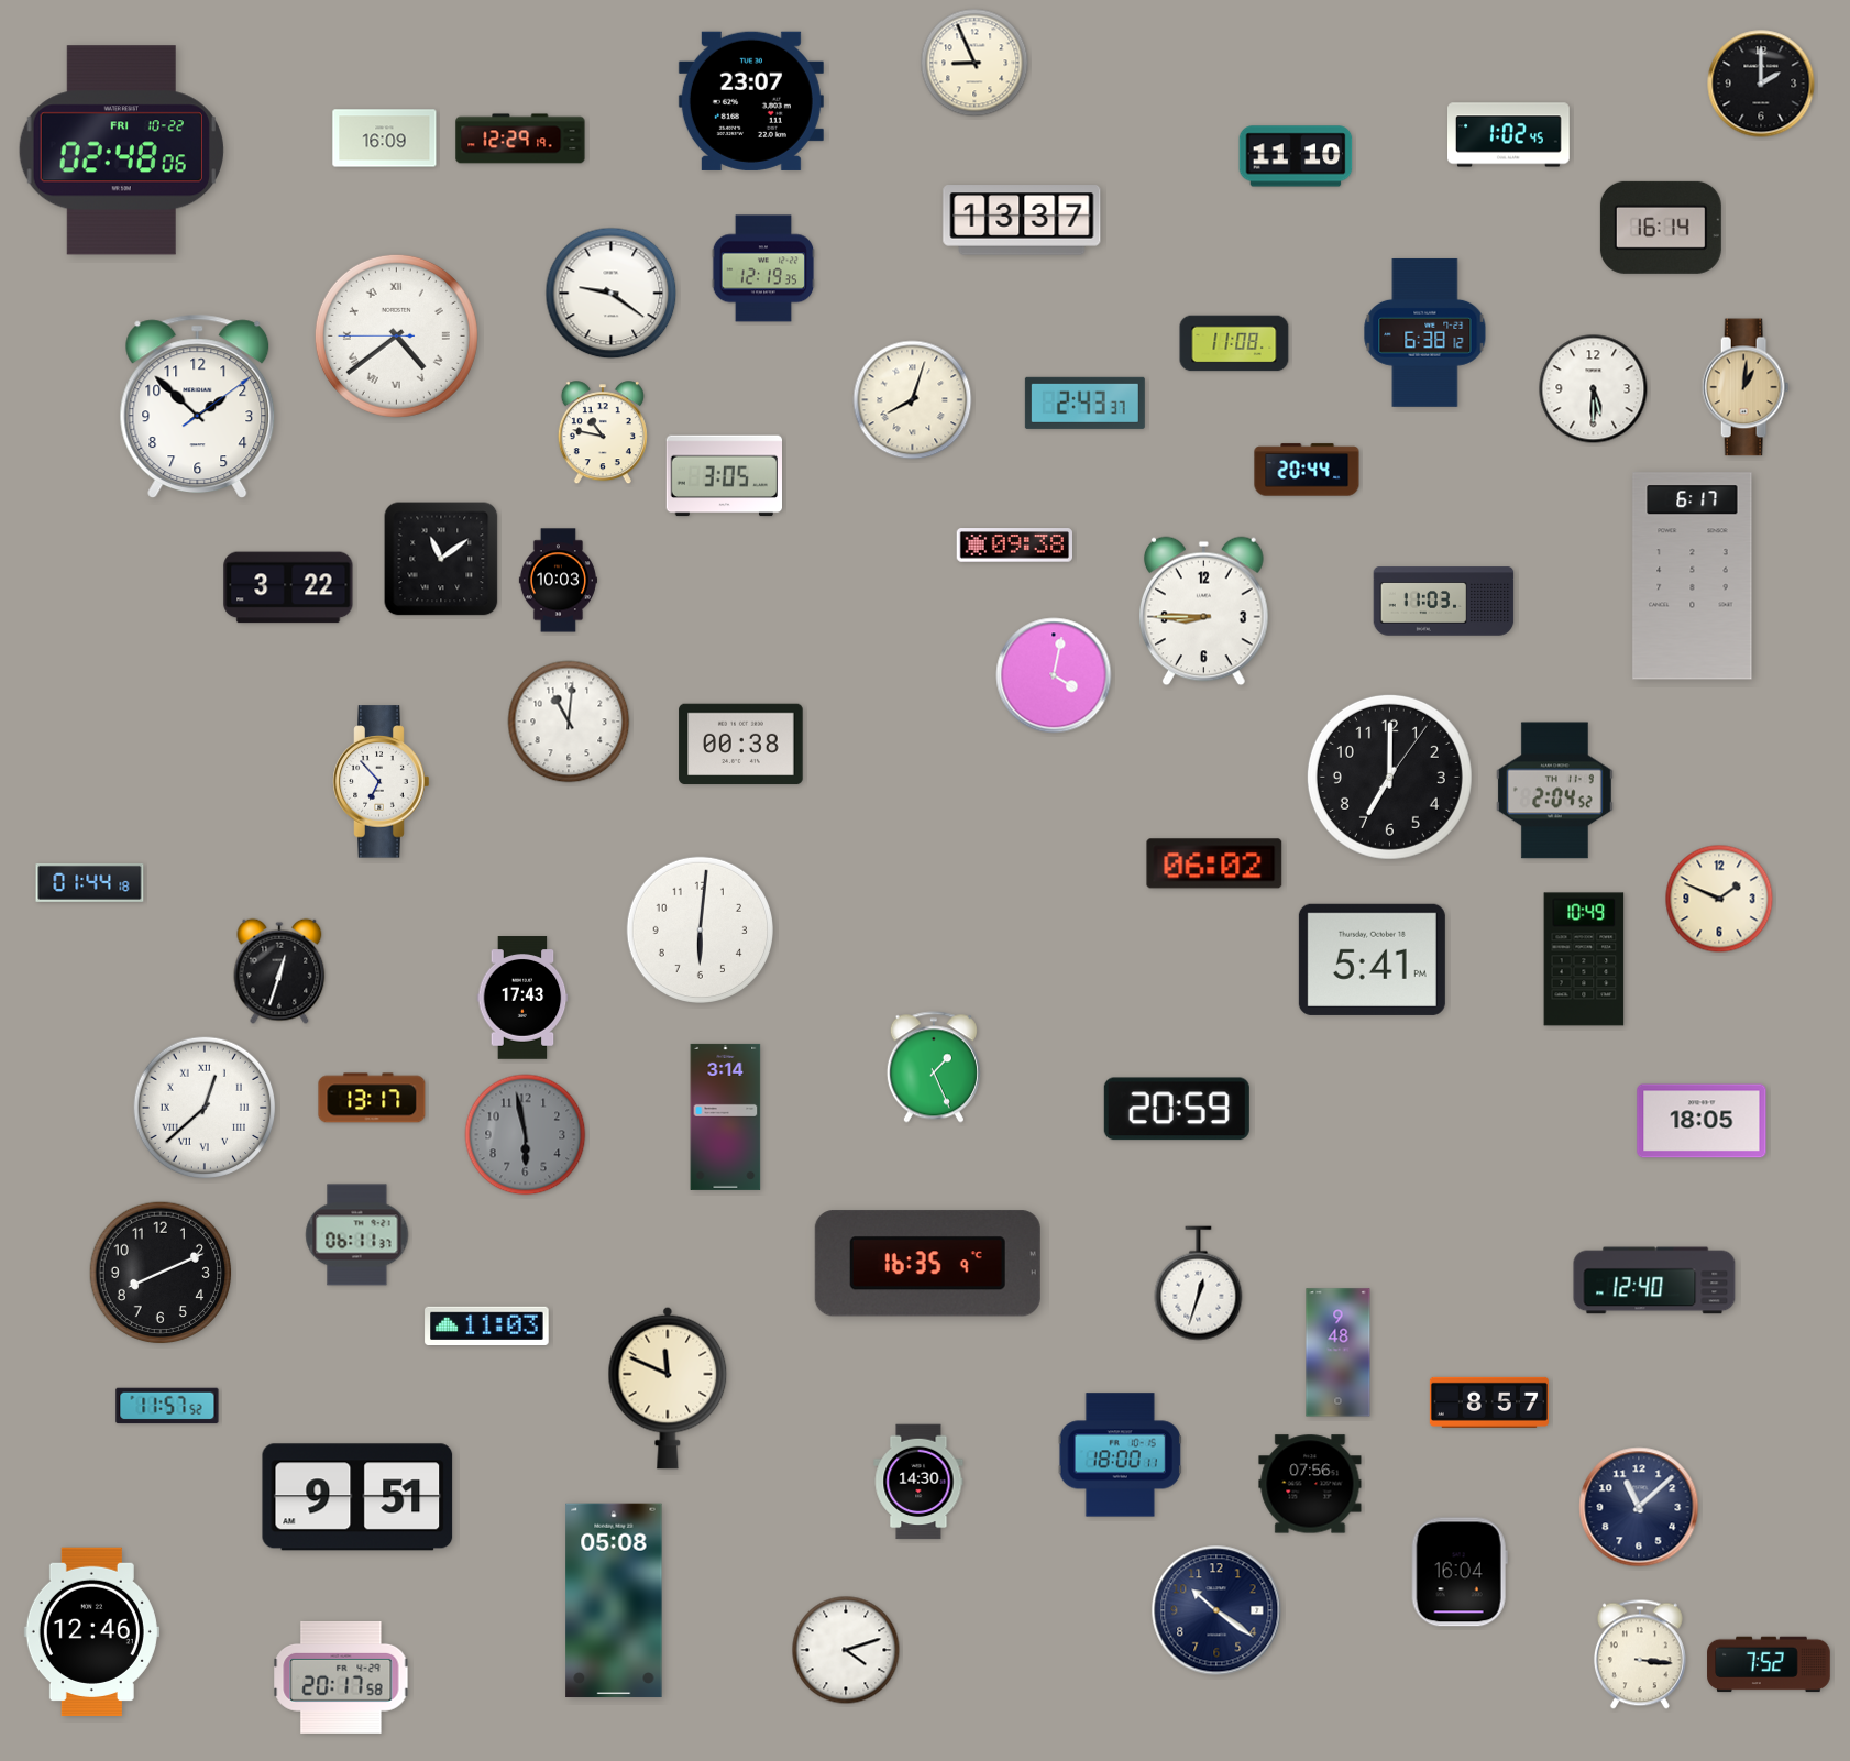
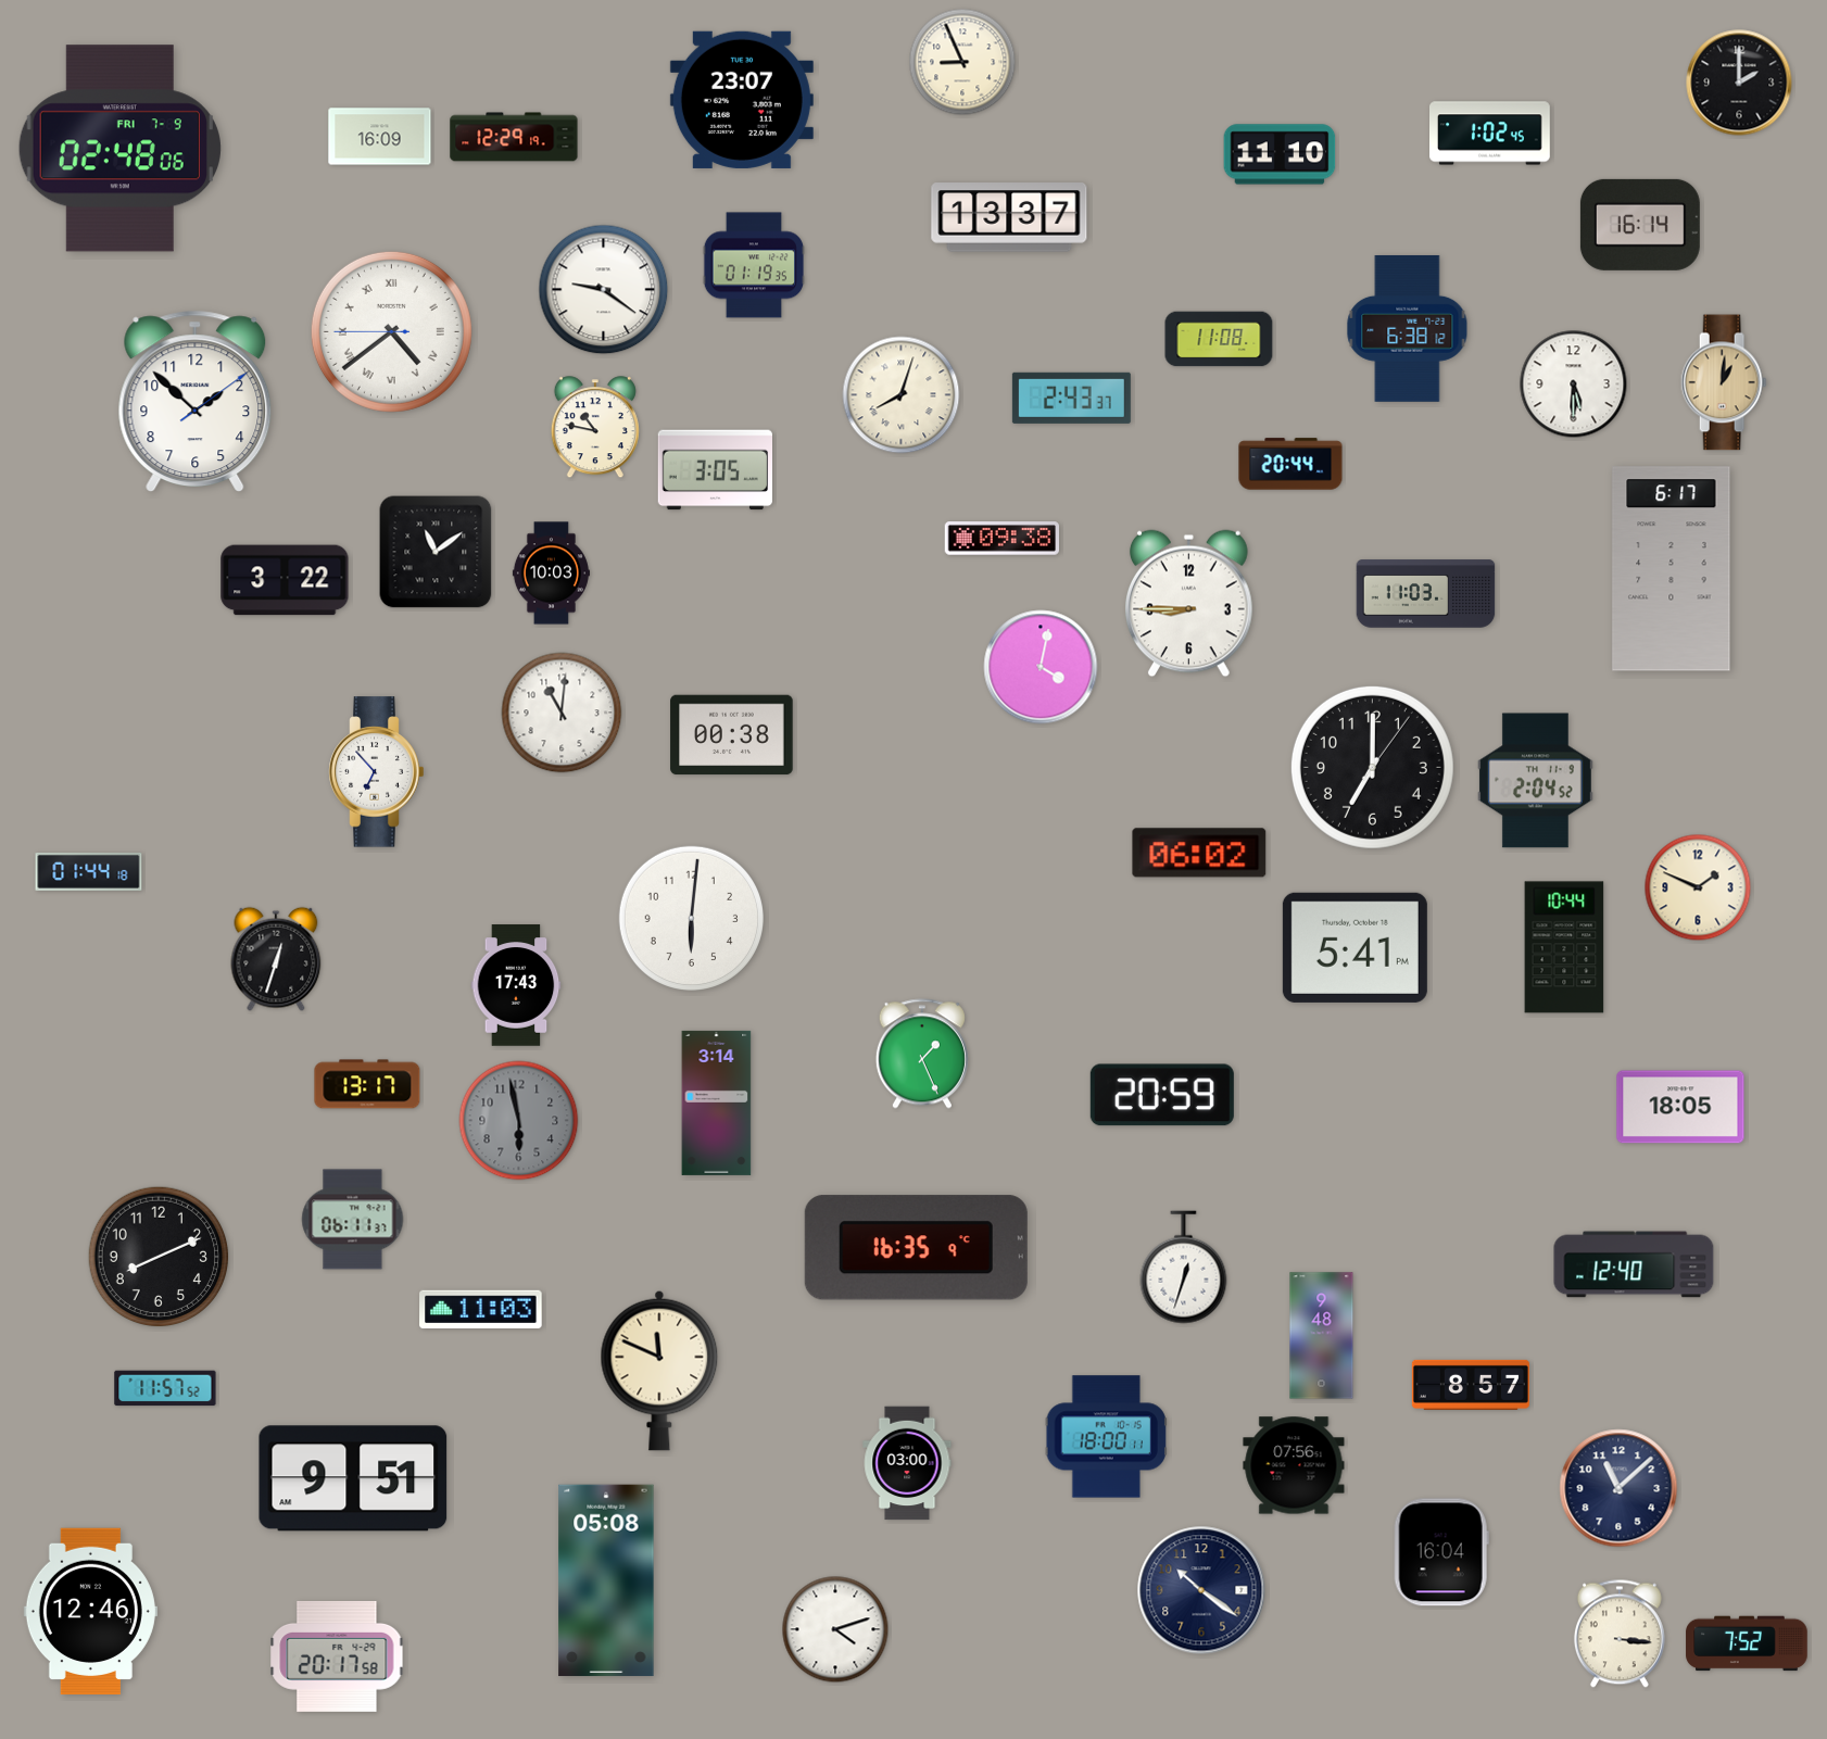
clock at (121, 151) date: FRI 10-22 -> FRI 7-9
clock at (763, 268): 12:19 -> 01:19
clock at (1584, 959): 10:49 -> 10:44
clock at (205, 1108): 12:38 -> none
clock at (918, 1482): 14:30 -> 03:00
